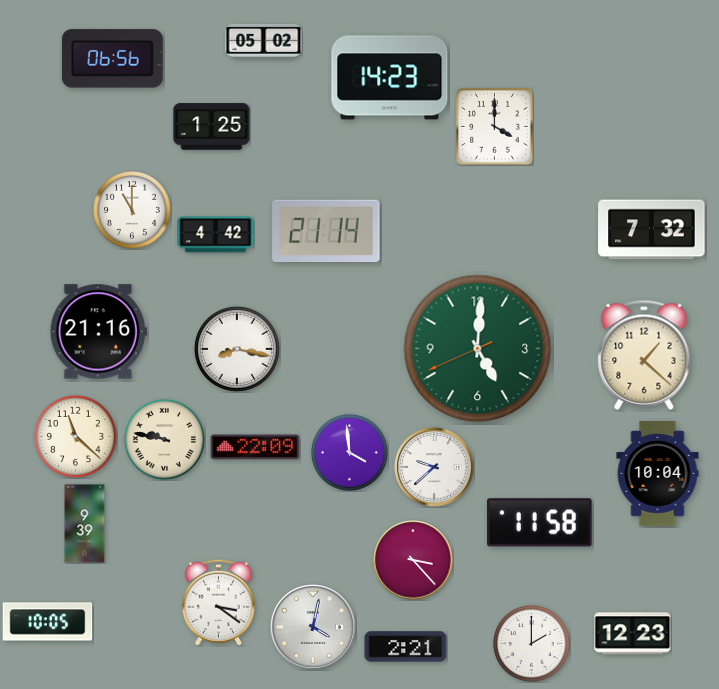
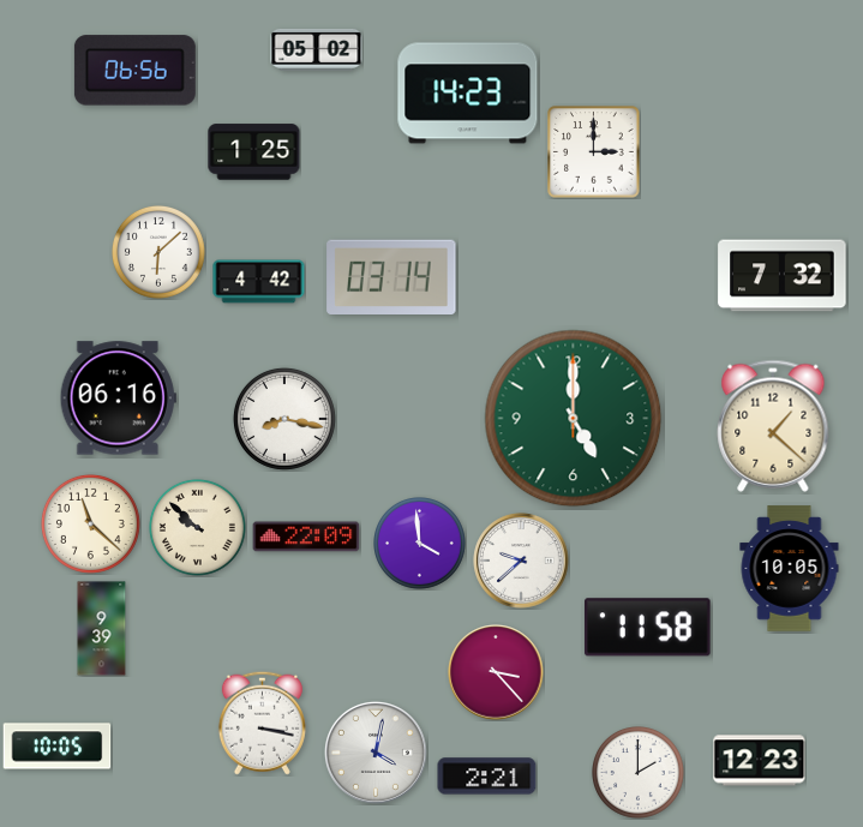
clock at (495, 127): 4:00 -> 3:00
clock at (133, 211): 11:00 -> 6:08
clock at (326, 231): 21:14 -> 03:14
clock at (98, 332): 21:16 -> 06:16
clock at (478, 349): 5:00:41 -> 5:00:00
clock at (164, 439): 9:47 -> 9:52
clock at (658, 474): 10:04 -> 10:05
clock at (218, 602): 3:21 -> 3:17
